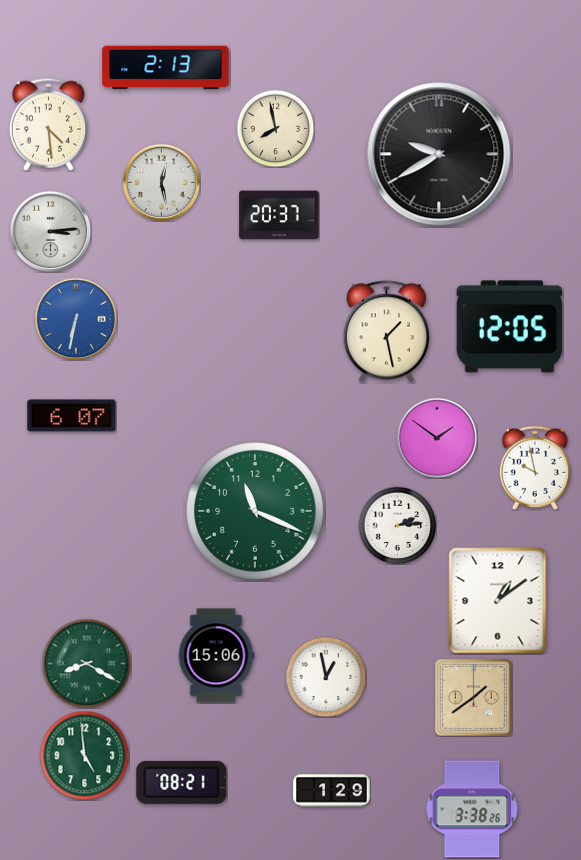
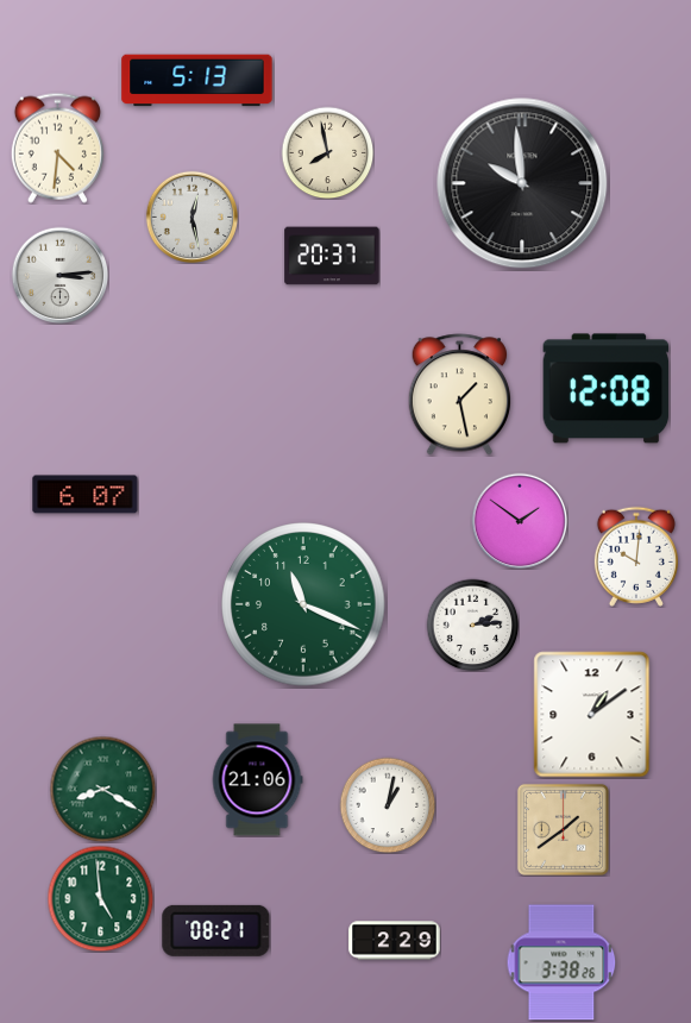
clock at (166, 68): 2:13 -> 5:13
clock at (48, 124): 4:29 -> 4:31
clock at (439, 154): 9:40 -> 9:59
clock at (76, 319): 6:32 -> none
clock at (510, 327): 12:05 -> 12:08
clock at (535, 468): 9:58 -> 10:01
clock at (255, 511) position: (255, 511) -> (303, 604)
clock at (216, 656): 15:06 -> 21:06
clock at (326, 677): 12:58 -> 1:02
clock at (332, 791): 1:29 -> 2:29
